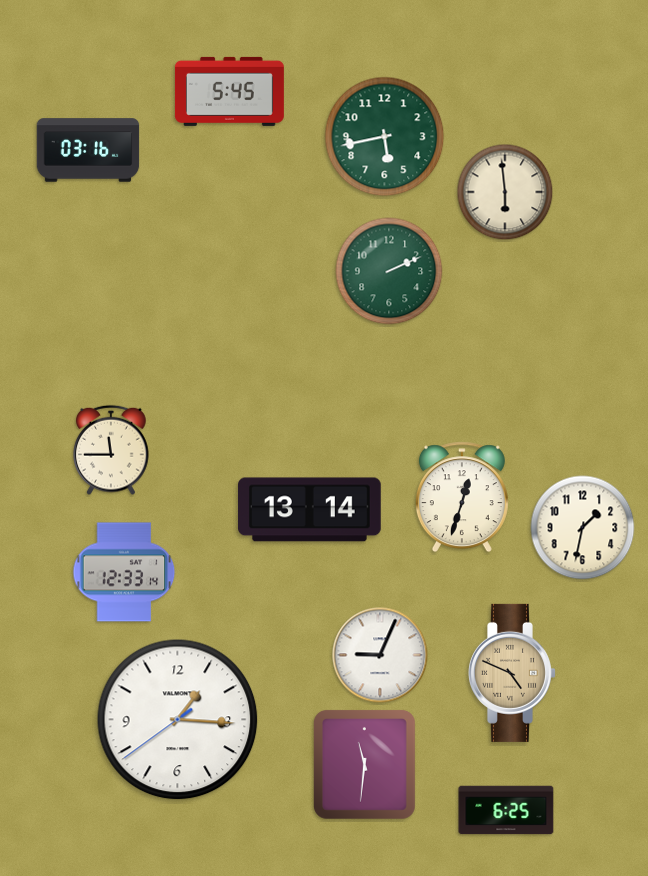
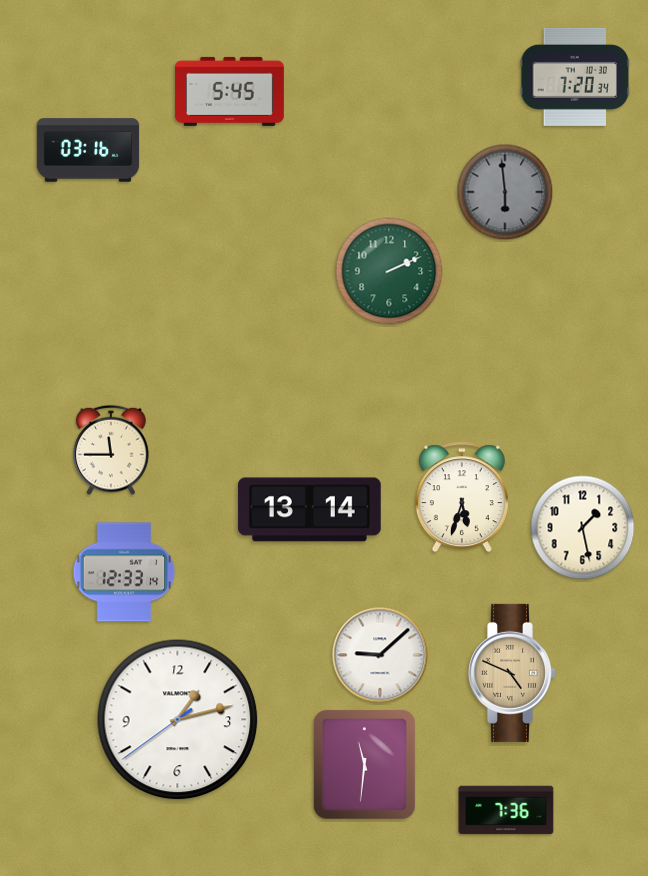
clock at (575, 77): none -> 7:20
clock at (385, 137): 5:43 -> none
clock at (505, 192) dial: cream -> grey
clock at (462, 497): 12:33 -> 5:33
clock at (583, 528): 1:32 -> 1:28
clock at (380, 655): 9:04 -> 9:08
clock at (178, 720): 1:15 -> 1:12
clock at (506, 810): 6:25 -> 7:36
